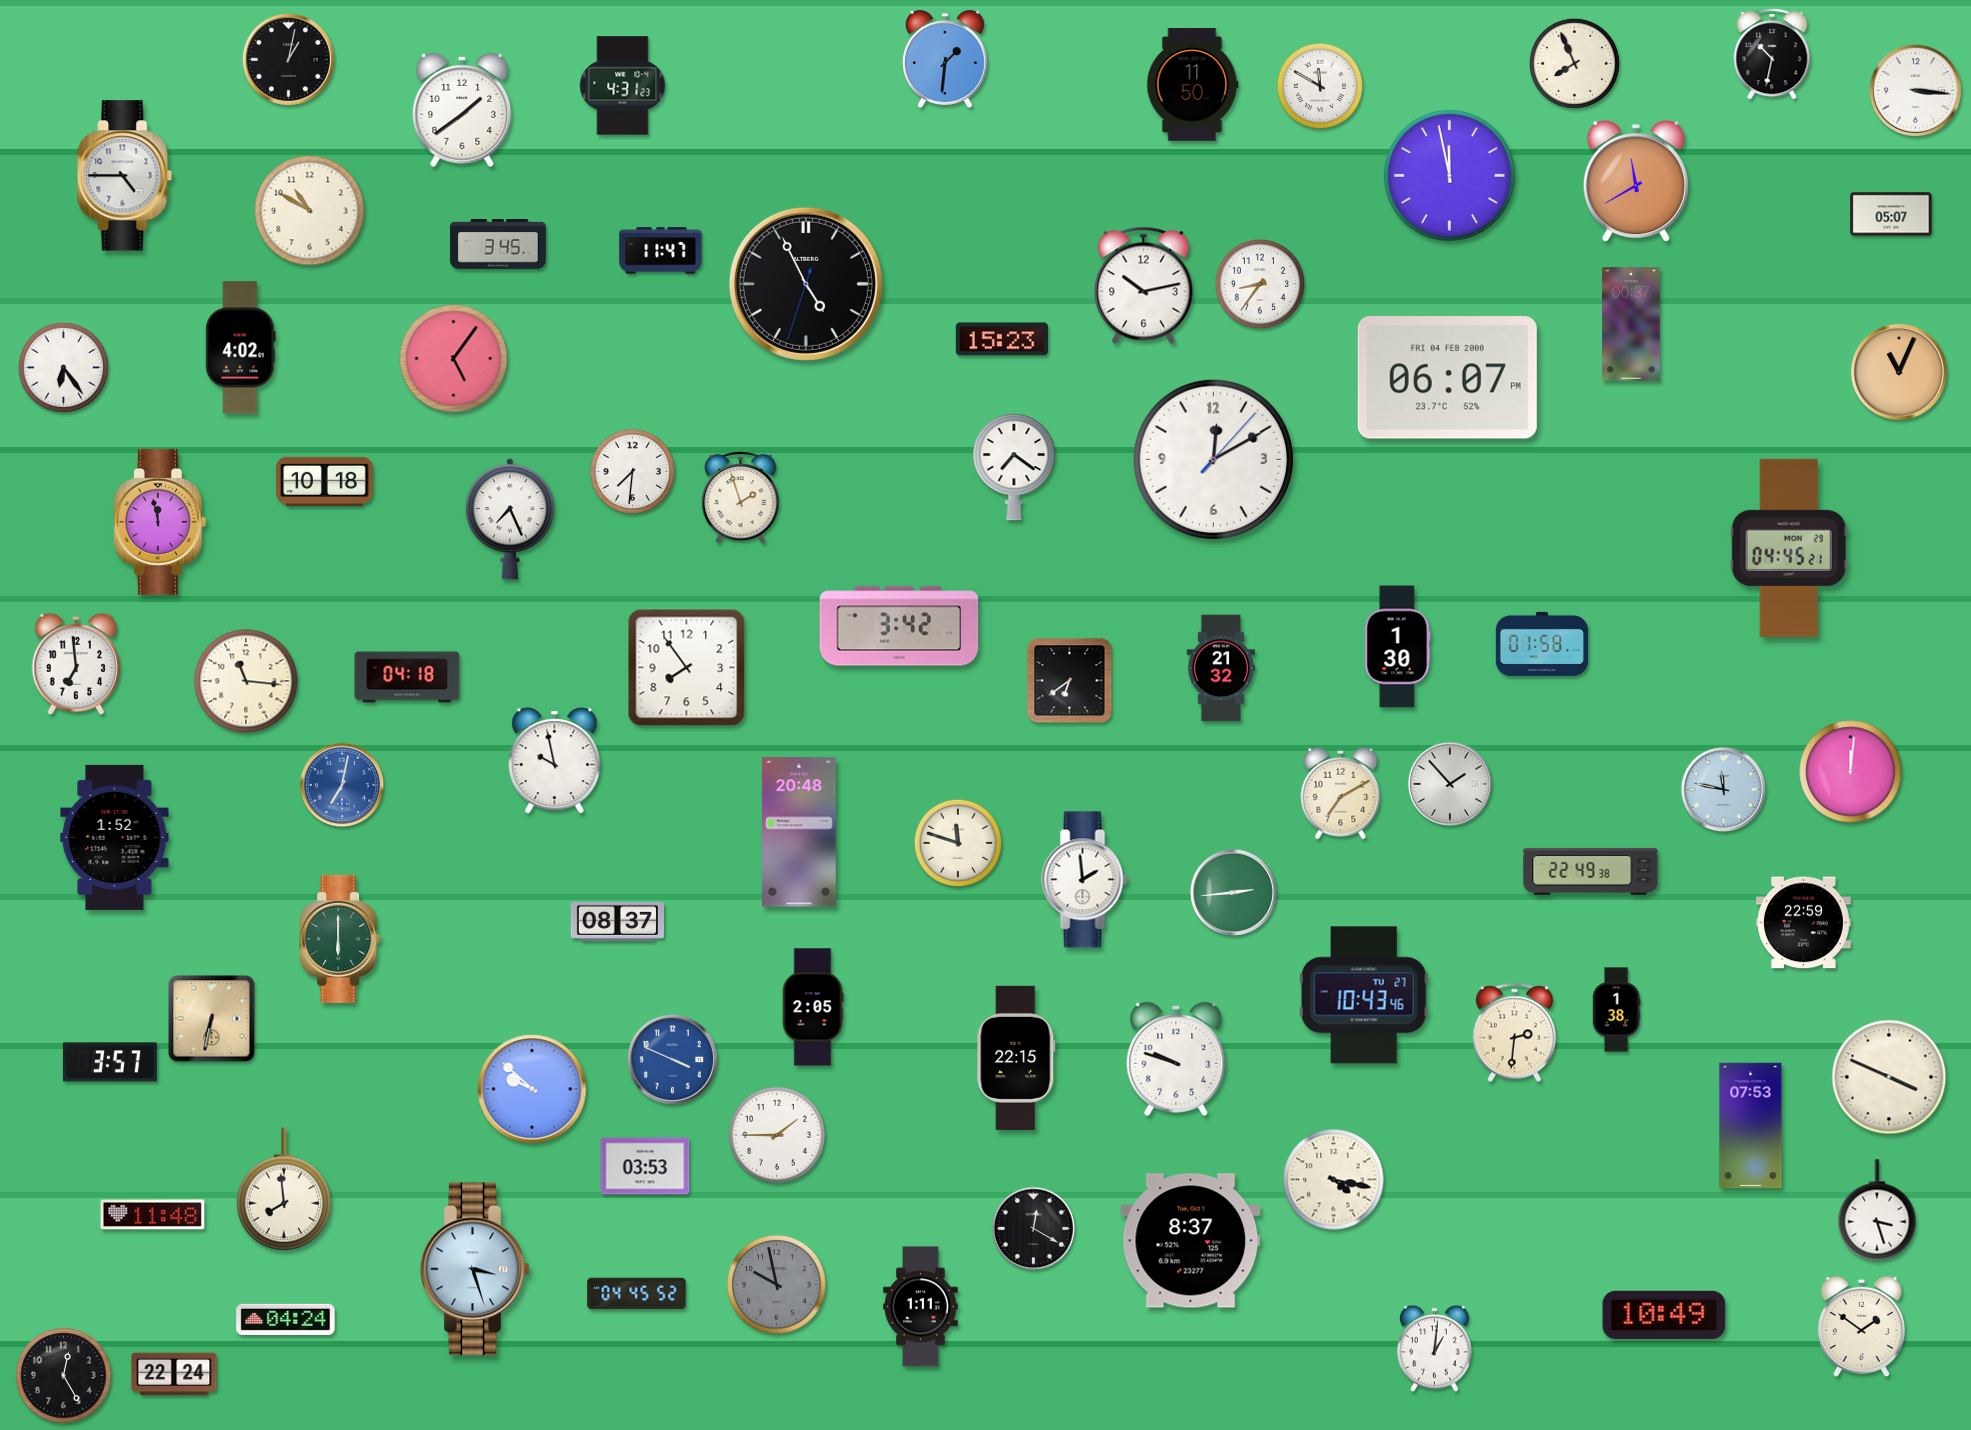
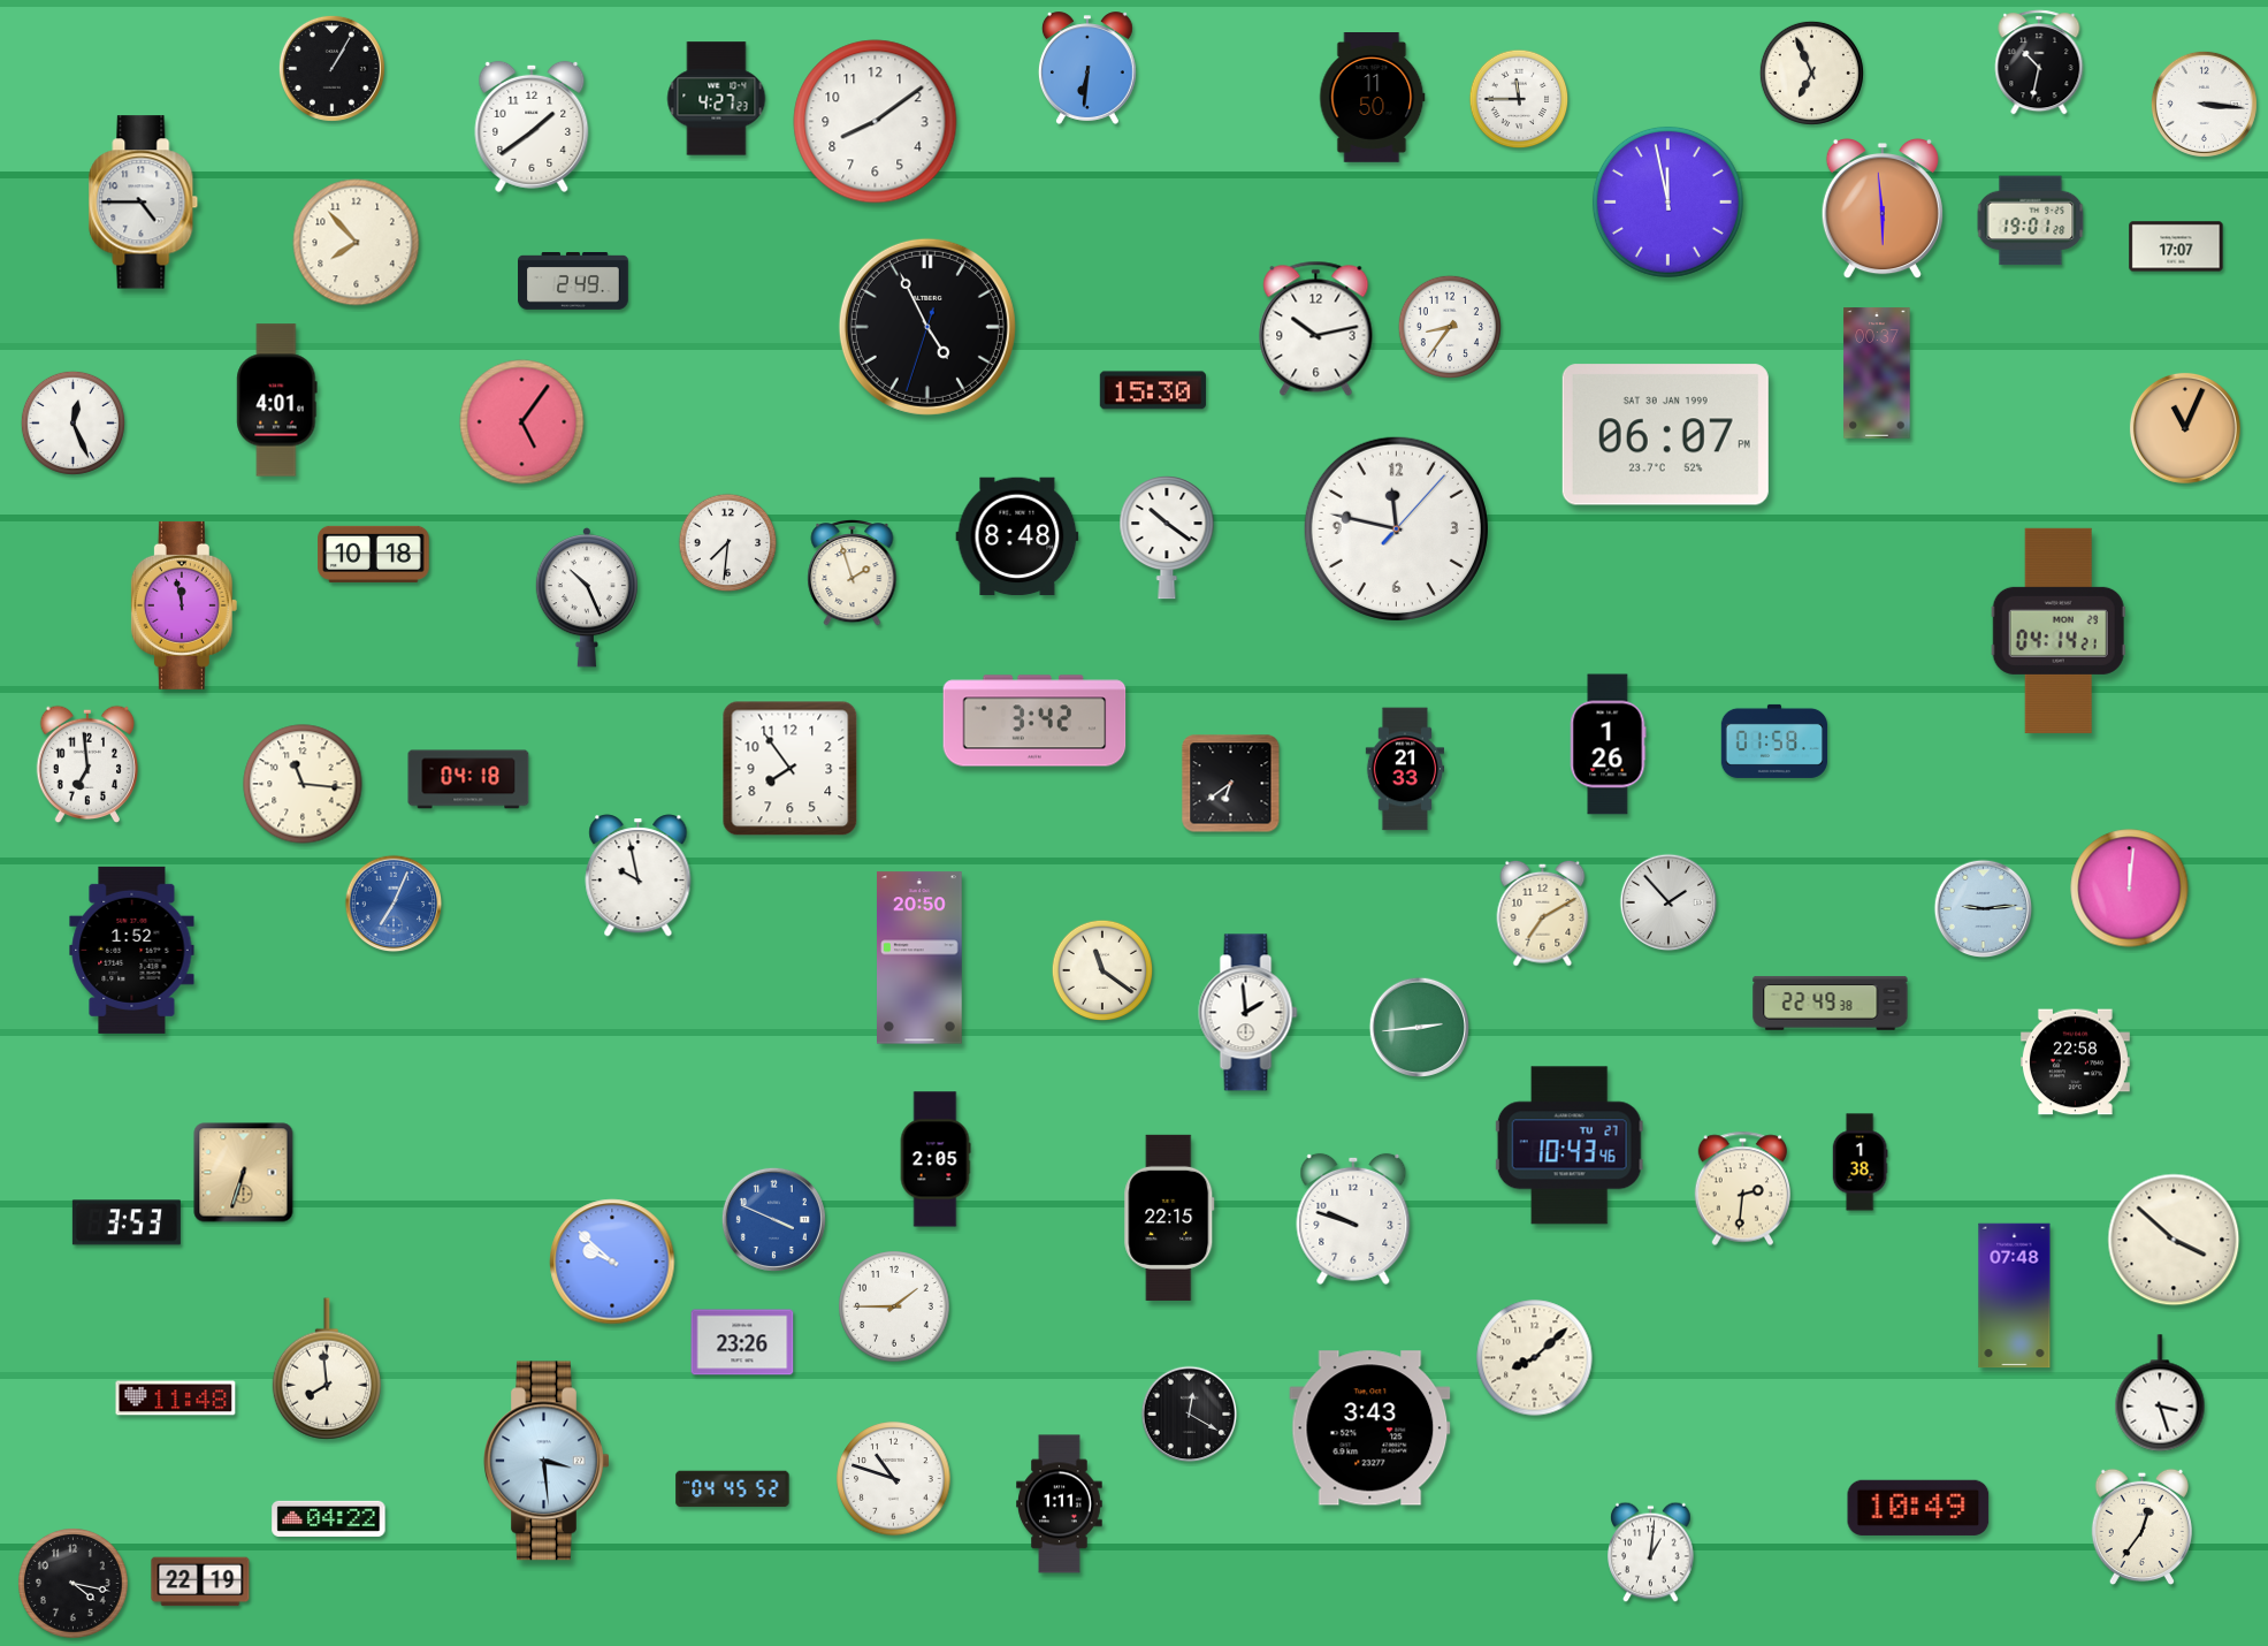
clock at (288, 59): 1:02 -> 1:05
clock at (945, 59): 1:31 -> 6:31
clock at (1574, 63): 7:56 -> 6:56
clock at (623, 86): 4:31 -> 4:27
clock at (1320, 86): 11:50 -> 11:45
clock at (876, 122): none -> 8:09
clock at (1636, 181): 11:40 -> 5:59
clock at (2031, 221): none -> 19:01
clock at (310, 211): 10:50 -> 7:53
clock at (1891, 214): 05:07 -> 17:07
clock at (498, 245): 3:45 -> 2:49
clock at (661, 251): 11:47 -> none
clock at (1002, 339): 15:23 -> 15:30
clock at (241, 348): 4:02 -> 4:01
clock at (454, 359) position: (454, 359) -> (522, 422)
clock at (63, 367): 6:24 -> 12:26
clock at (1447, 378) date: FRI 04 FEB 2000 -> SAT 30 JAN 1999
clock at (1213, 459): 12:10 -> 11:47
clock at (1017, 536): none -> 8:48
clock at (1014, 468): 7:21 -> 10:21
clock at (510, 519): 7:26 -> 10:26
clock at (160, 522) position: (160, 522) -> (184, 605)
clock at (1789, 548): 04:45 -> 04:14
clock at (1397, 647): 1:30 -> 1:26
clock at (1221, 668): 21:32 -> 21:33
clock at (246, 681) position: (246, 681) -> (303, 784)
clock at (342, 785): 7:02 -> 7:04
clock at (1724, 790): 11:47 -> 9:14
clock at (800, 832): 20:48 -> 20:50
clock at (115, 837) position: (115, 837) -> (132, 950)
clock at (958, 843): 11:48 -> 11:21
clock at (617, 921): 08:37 -> none
clock at (1803, 923): 22:59 -> 22:58
clock at (340, 939): 6:00 -> none
clock at (212, 1019): 6:32 -> 6:33
clock at (110, 1062): 3:57 -> 3:53
clock at (1889, 1077): 3:49 -> 3:52
clock at (532, 1089) position: (532, 1089) -> (612, 1262)
clock at (1751, 1126): 07:53 -> 07:48
clock at (645, 1166): 03:53 -> 23:26
clock at (1334, 1180): 4:17 -> 8:08
clock at (1191, 1241): 8:37 -> 3:43
clock at (475, 1269): 3:27 -> 3:29
clock at (777, 1285): 9:58 -> 10:48
clock at (777, 1285) dial: grey -> white
clock at (1664, 1315) position: (1664, 1315) -> (1918, 1508)
clock at (286, 1319): 04:24 -> 04:22
clock at (1861, 1327): 1:51 -> 12:36
clock at (174, 1374): 22:24 -> 22:19
clock at (64, 1376): 12:25 -> 4:17
